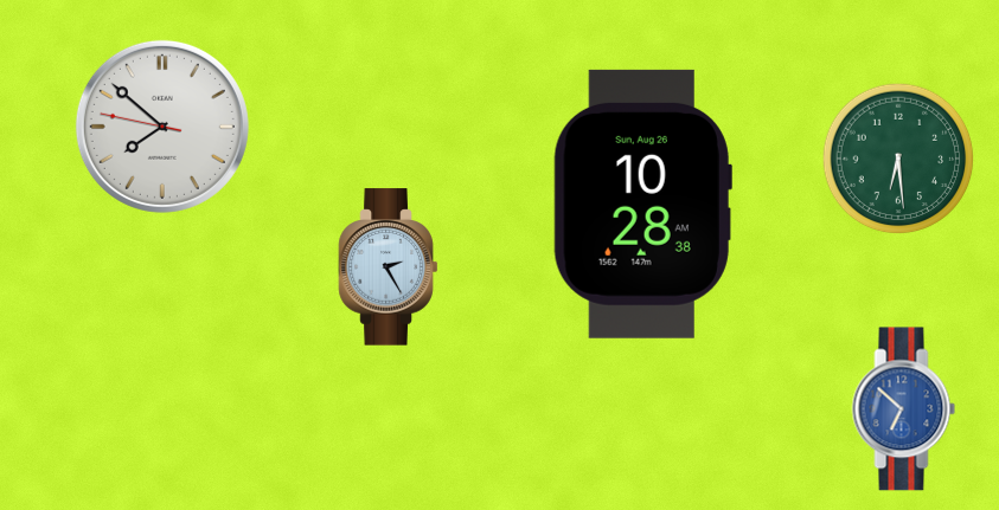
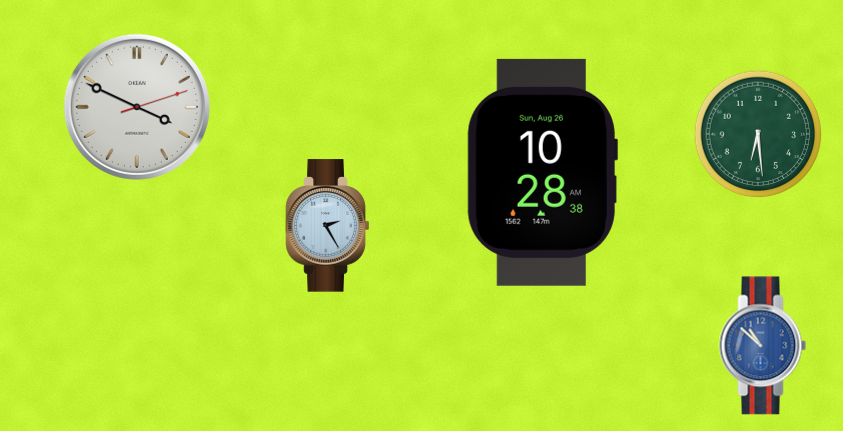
clock at (162, 127): 7:51 -> 3:49
clock at (904, 409): 6:52 -> 10:52
